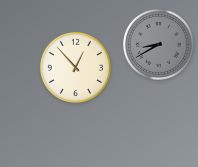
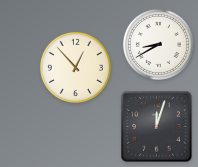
clock at (158, 44) dial: grey -> white
clock at (157, 127): none -> 12:03
